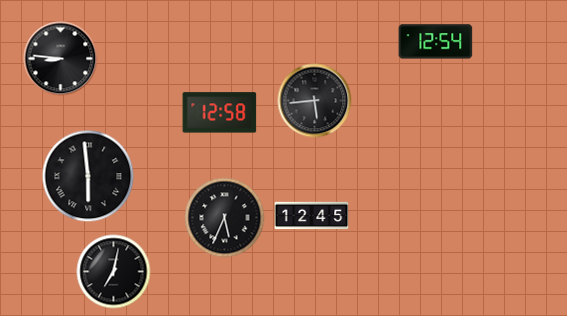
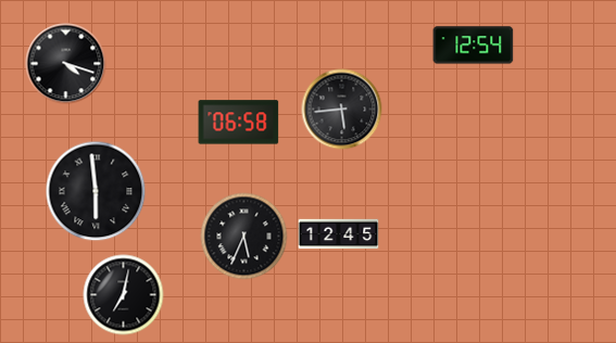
clock at (61, 59): 8:46 -> 4:18
clock at (220, 113): 12:58 -> 06:58
